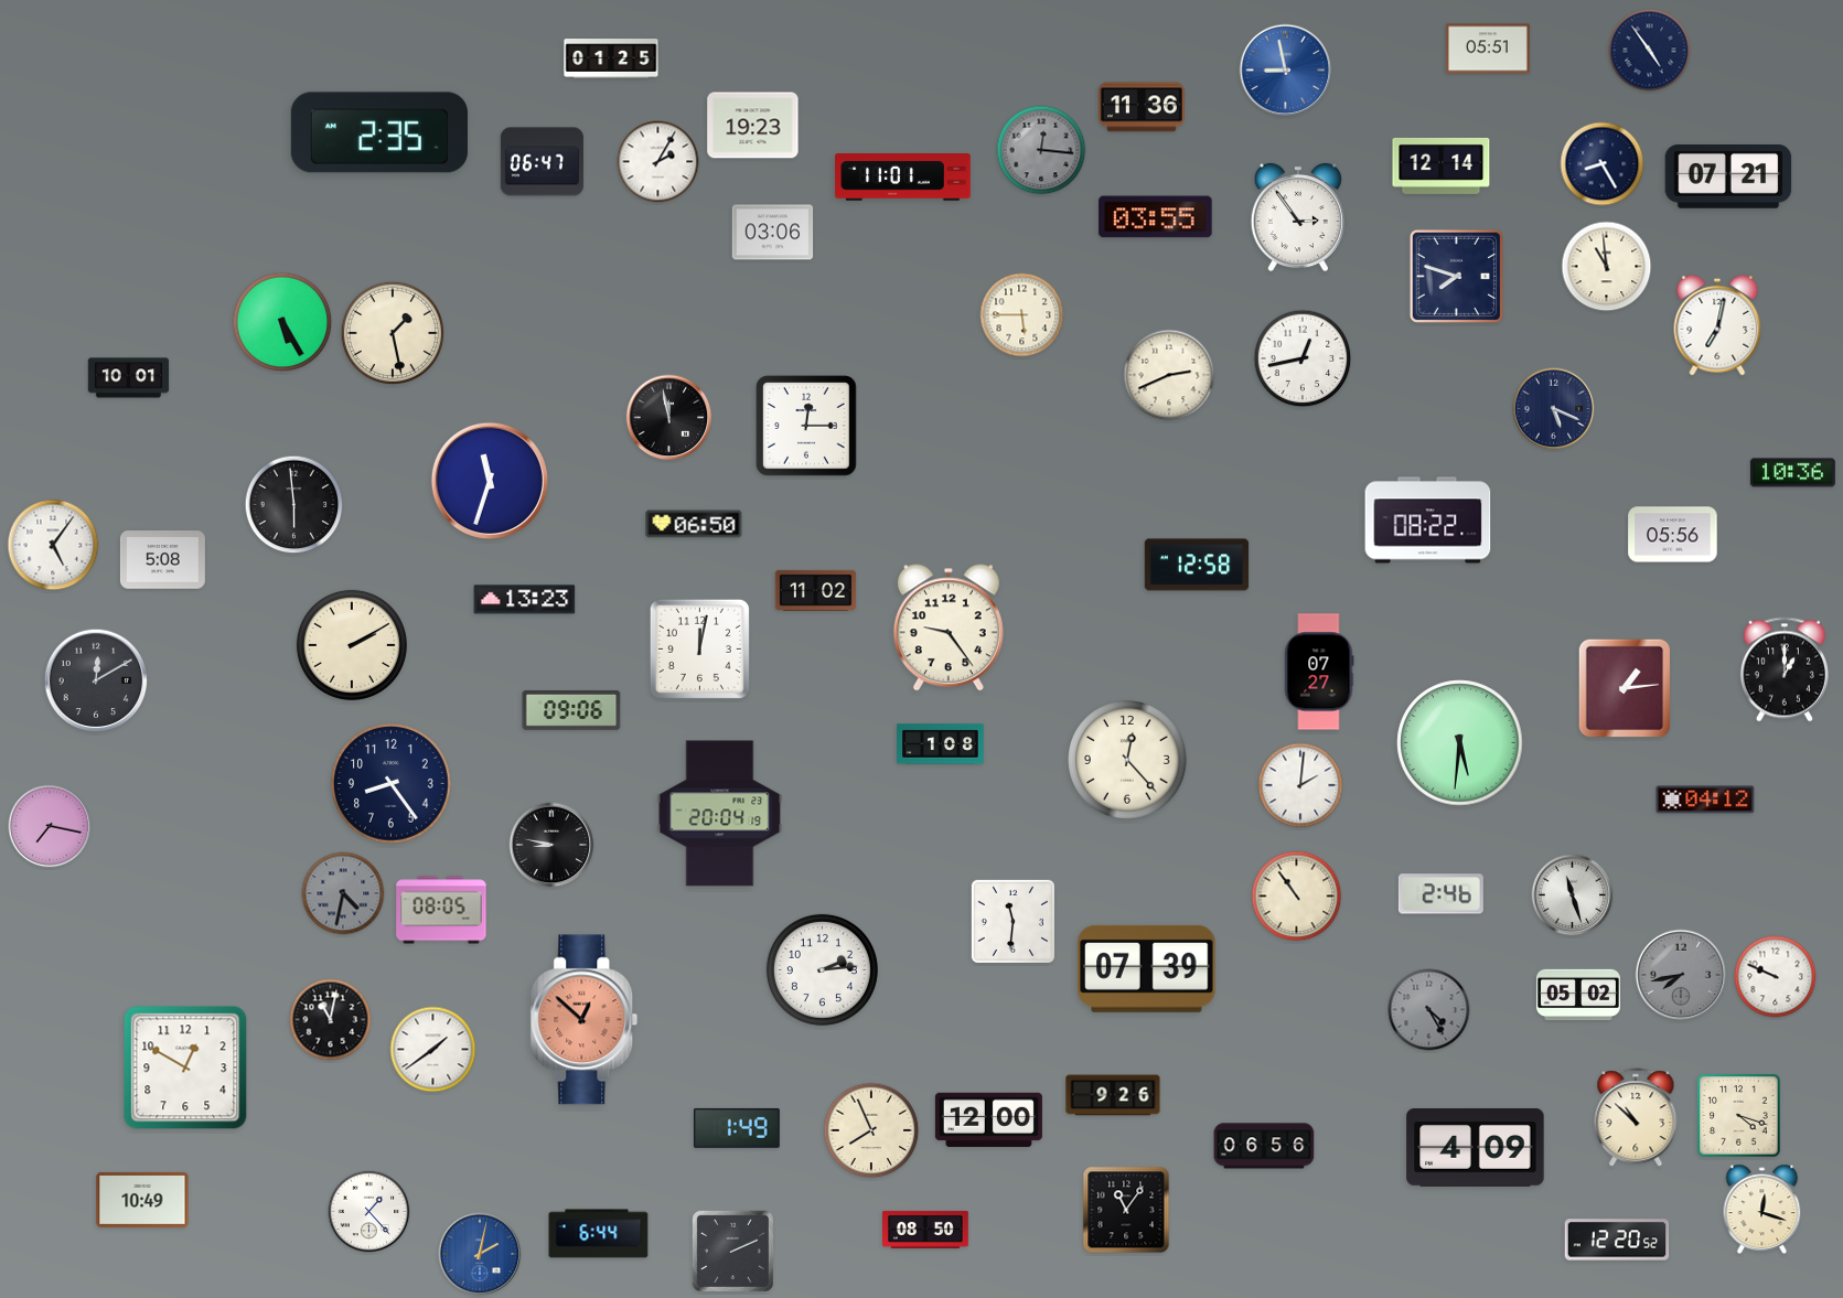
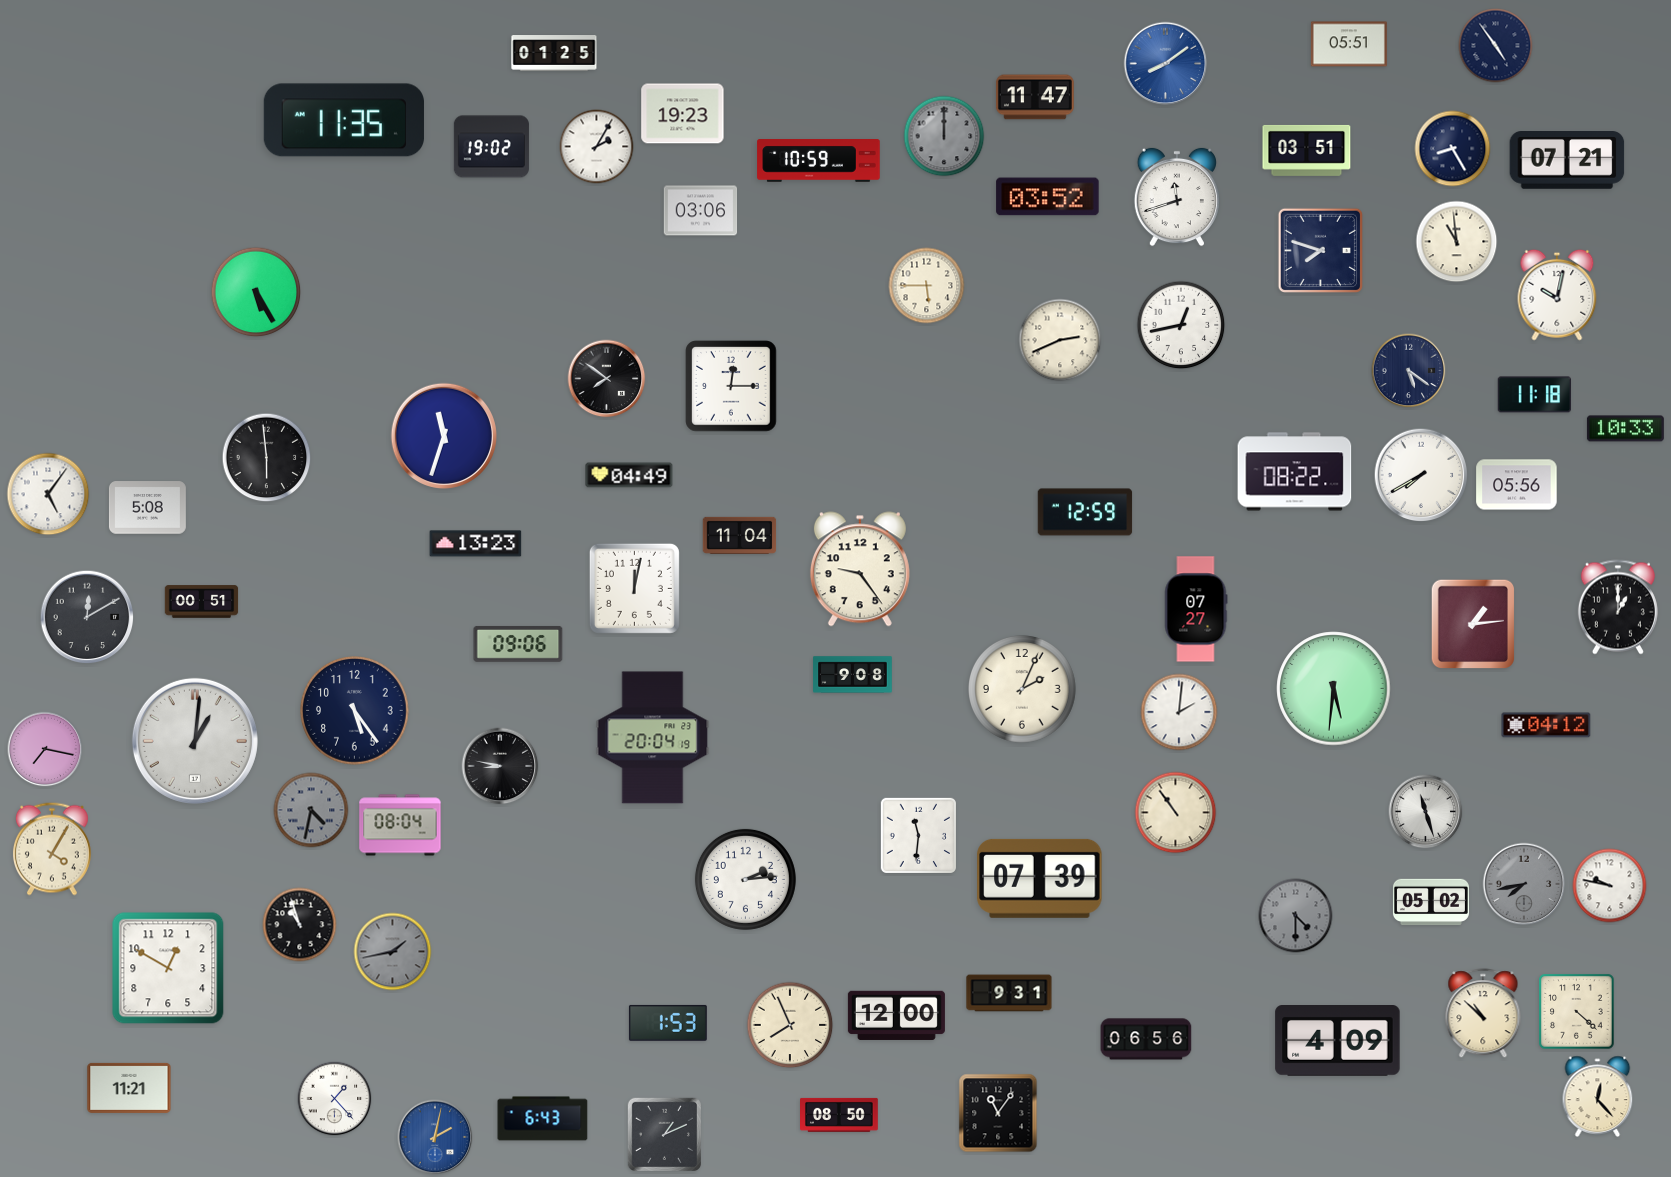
clock at (1286, 71): 8:58 -> 8:09
clock at (1142, 107): 11:36 -> 11:47
clock at (379, 132): 2:35 -> 11:35
clock at (1041, 150): 12:16 -> 12:00
clock at (542, 162): 06:47 -> 19:02
clock at (1442, 165): 12:14 -> 03:51
clock at (903, 178): 11:01 -> 10:59
clock at (1156, 217): 03:55 -> 03:52
clock at (1298, 217): 2:54 -> 11:42
clock at (1717, 325): 7:02 -> 10:02
clock at (393, 333): 1:28 -> none
clock at (129, 378): 10:01 -> none
clock at (1554, 409): 5:19 -> 5:21
clock at (669, 418): 11:58 -> 7:51
clock at (1534, 395): none -> 11:18
clock at (1792, 473): 10:36 -> 10:33
clock at (694, 524): 06:50 -> 04:49
clock at (1421, 475): none -> 7:40
clock at (1197, 565): 12:58 -> 12:59
clock at (816, 590): 11:02 -> 11:04
clock at (352, 645): 2:10 -> none
clock at (202, 602): none -> 00:51
clock at (1460, 743) position: (1460, 743) -> (1334, 689)
clock at (941, 744): 1:08 -> 9:08
clock at (1128, 761): 12:23 -> 2:04
clock at (392, 784): 8:24 -> 5:24
clock at (195, 741): none -> 1:01
clock at (1440, 894): 2:46 -> none
clock at (441, 910): 08:05 -> 08:04
clock at (52, 849): none -> 4:05
clock at (1776, 977): 9:49 -> 9:47
clock at (1429, 1010): 4:25 -> 4:30
clock at (331, 1020): 11:02 -> 10:57
clock at (585, 1020): 12:52 -> none
clock at (433, 1050): 1:39 -> 1:43
clock at (433, 1050) dial: white -> grey
clock at (1113, 1095): 9:26 -> 9:31
clock at (1739, 1116): 4:18 -> 4:22
clock at (737, 1128): 1:49 -> 1:53
clock at (142, 1200): 10:49 -> 11:21
clock at (1762, 1209): 12:18 -> 12:23
clock at (1126, 1210) position: (1126, 1210) -> (998, 1113)
clock at (599, 1234): 6:44 -> 6:43
clock at (1617, 1240): 12:20 -> none
clock at (732, 1251): 2:11 -> 1:11
